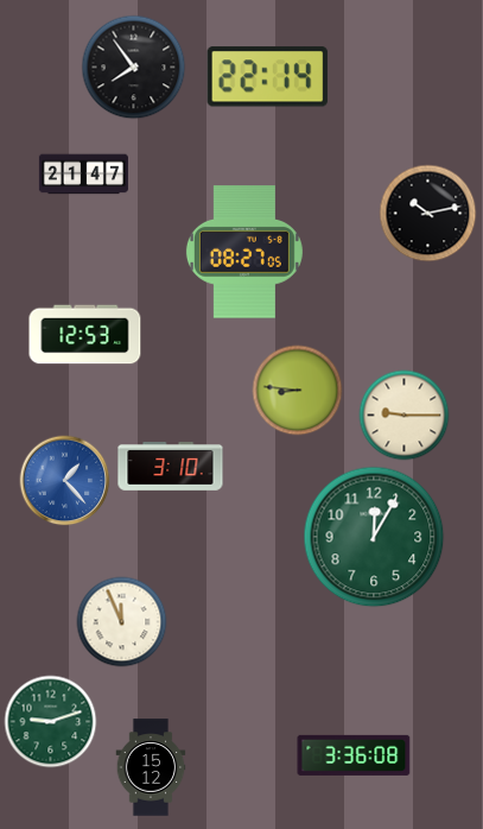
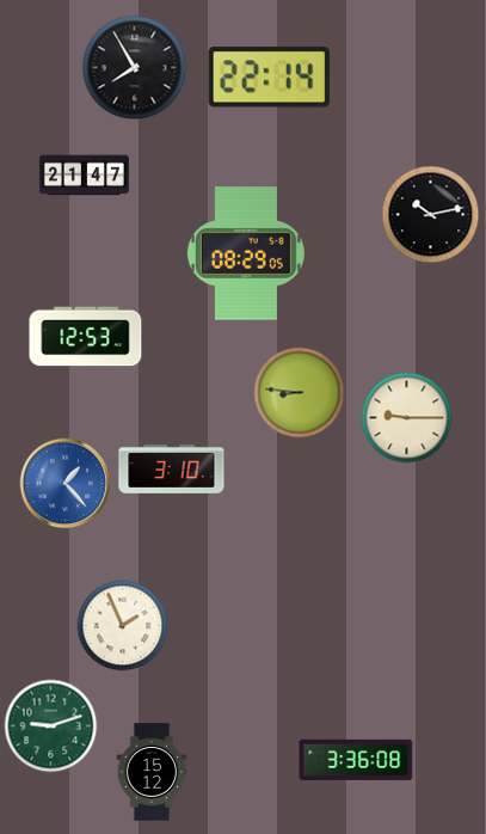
clock at (134, 68): 7:54 -> 7:55
clock at (244, 252): 08:27 -> 08:29
clock at (374, 537): 12:05 -> none
clock at (122, 622): 11:56 -> 1:56
